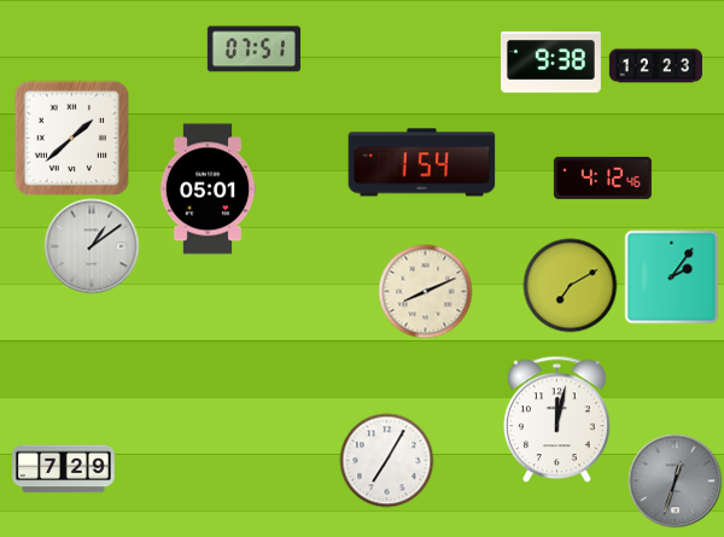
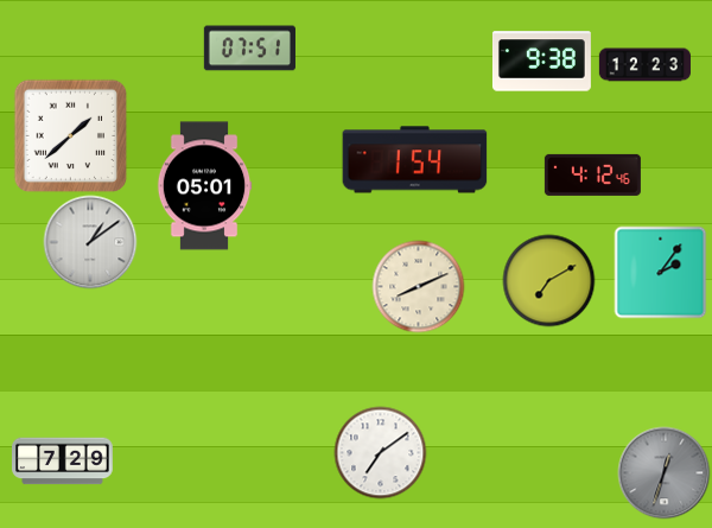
clock at (570, 285) position: (570, 285) -> (548, 280)
clock at (557, 419): 12:02 -> none
clock at (386, 460): 7:05 -> 7:09
